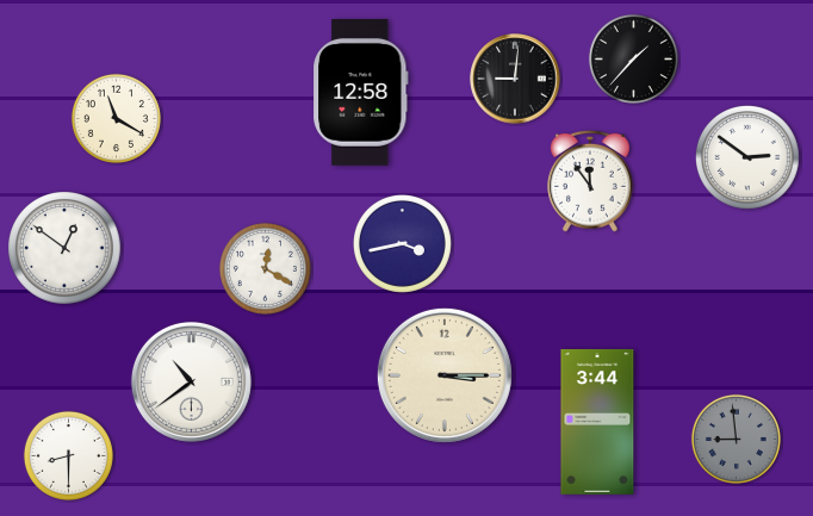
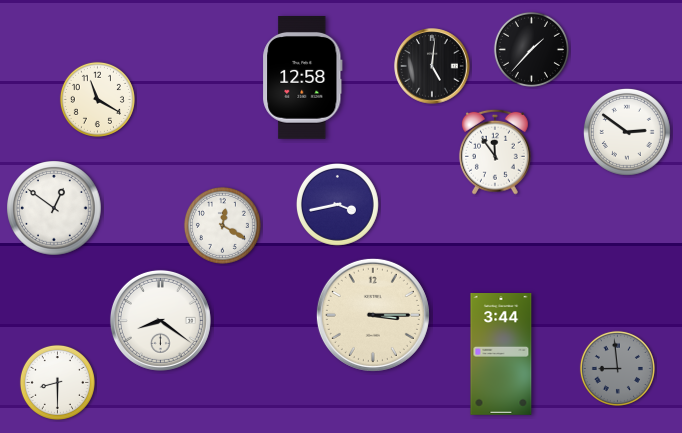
clock at (515, 79): 9:01 -> 5:01
clock at (191, 381): 10:39 -> 8:21
